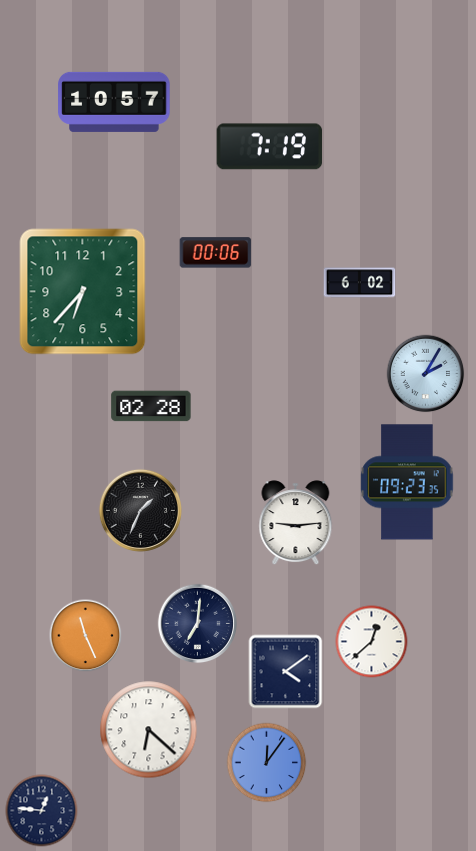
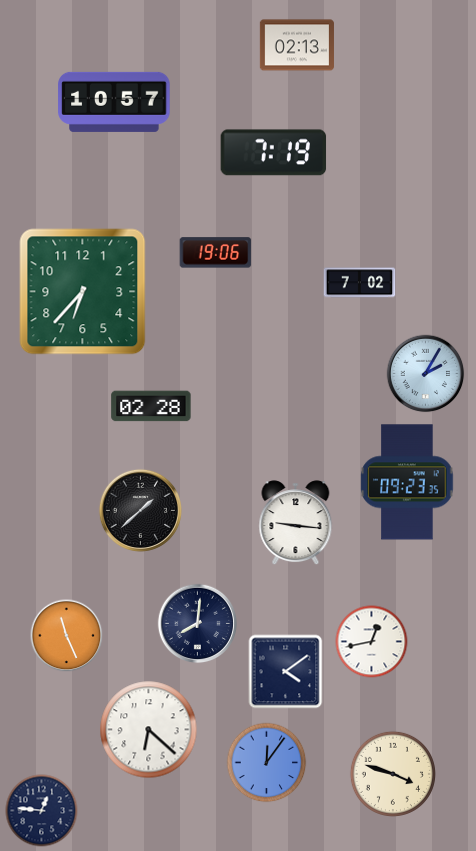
clock at (297, 45): none -> 02:13
clock at (270, 147) position: (270, 147) -> (274, 153)
clock at (216, 253): 00:06 -> 19:06
clock at (360, 283): 6:02 -> 7:02
clock at (140, 510): 1:34 -> 1:38
clock at (296, 523): 9:14 -> 9:16
clock at (198, 624): 7:01 -> 8:01
clock at (86, 636) position: (86, 636) -> (67, 636)
clock at (372, 642): 12:38 -> 12:43
clock at (393, 774): none -> 3:48
